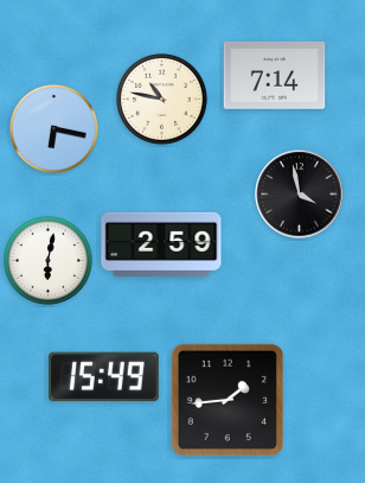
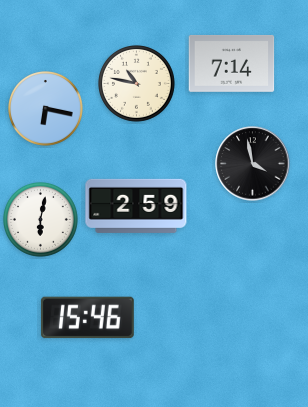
clock at (103, 377): 15:49 -> 15:46
clock at (226, 399): 1:44 -> none
